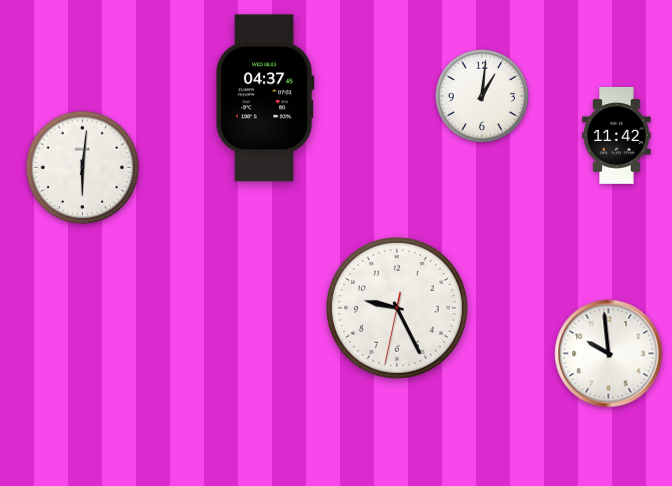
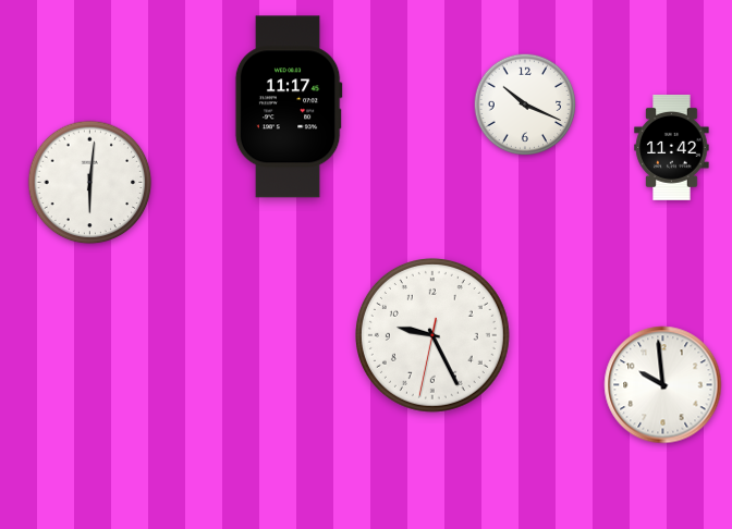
clock at (482, 96): 1:01 -> 10:19
clock at (265, 98): 04:37 -> 11:17
